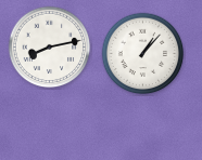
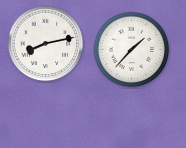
clock at (143, 54): 1:07 -> 1:37
